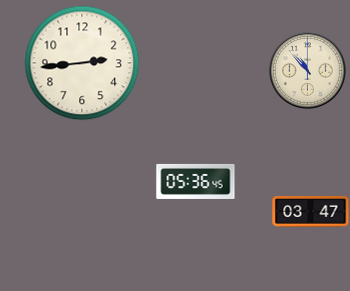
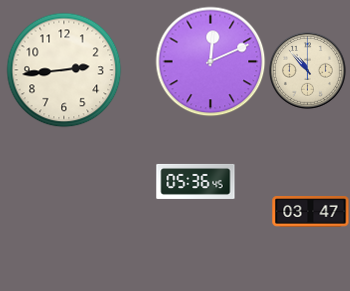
clock at (211, 62): none -> 12:11
clock at (82, 63) position: (82, 63) -> (64, 70)
